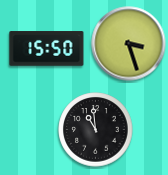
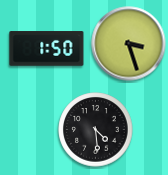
clock at (47, 49): 15:50 -> 1:50
clock at (96, 130): 10:59 -> 4:29
